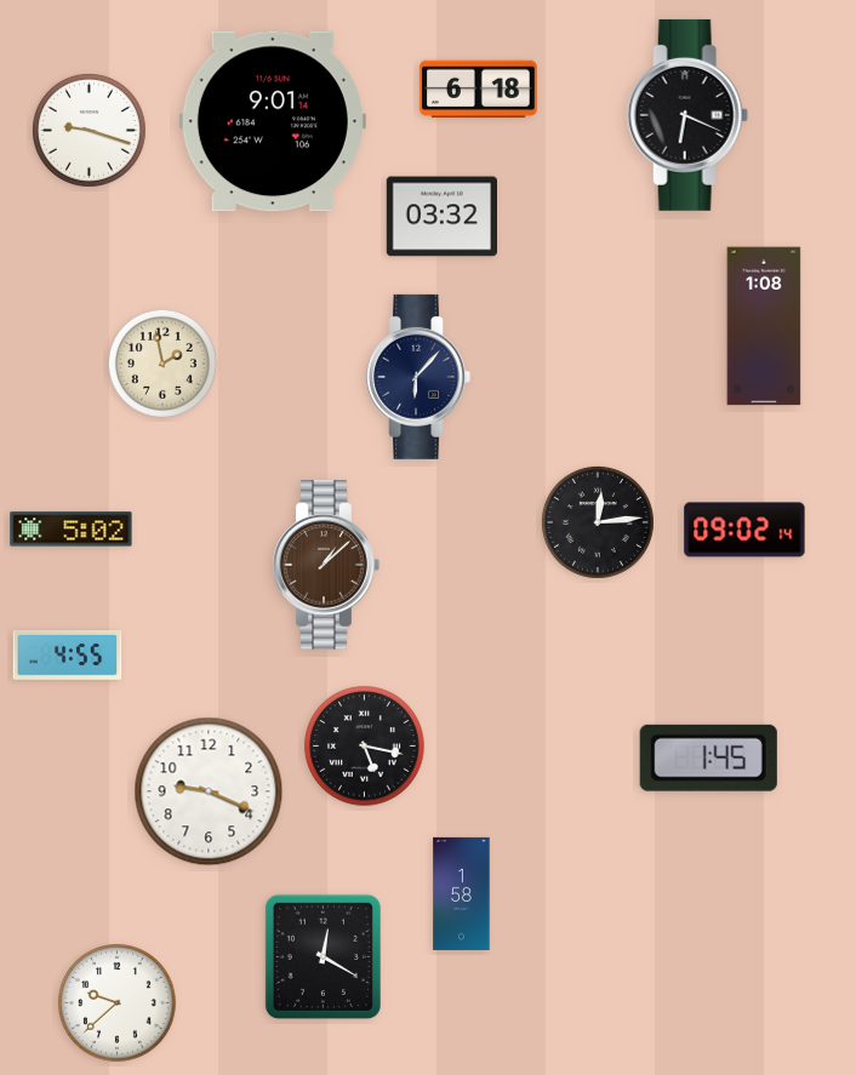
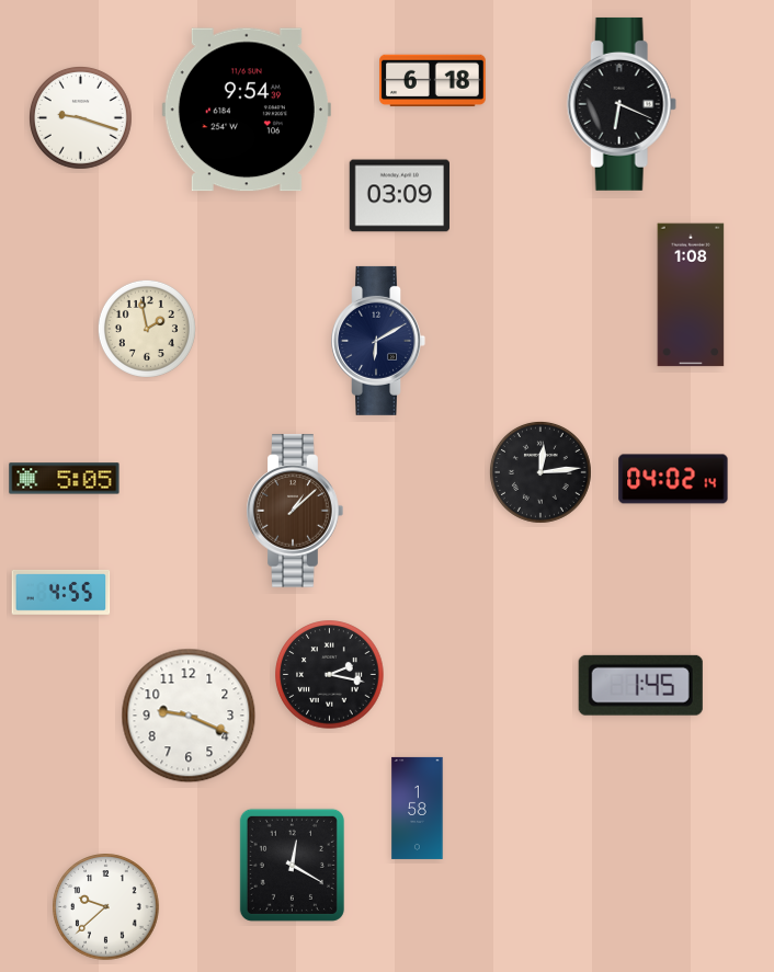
clock at (273, 121): 9:01 -> 9:54
clock at (441, 217): 03:32 -> 03:09
clock at (418, 377): 6:07 -> 6:10
clock at (72, 530): 5:02 -> 5:05
clock at (744, 530): 09:02 -> 04:02
clock at (365, 747): 5:17 -> 2:17
